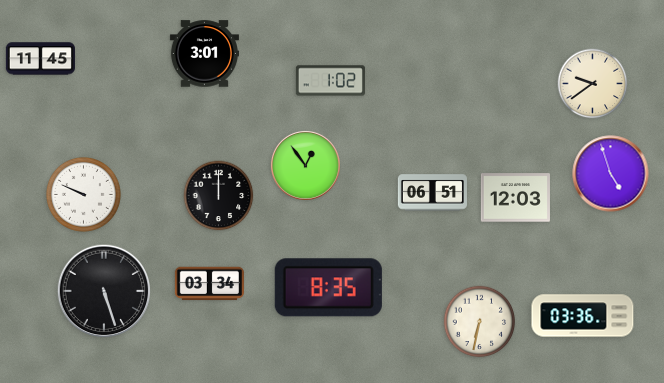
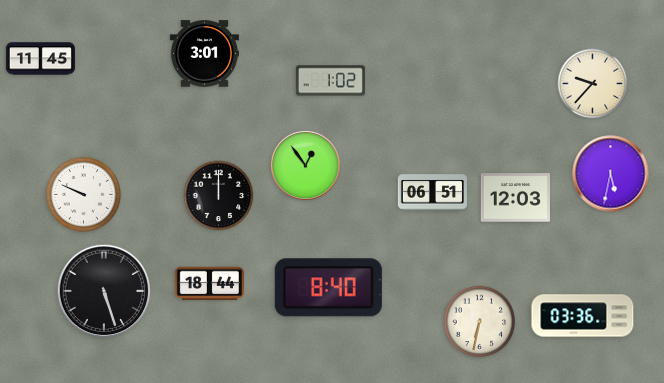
clock at (593, 84): 9:39 -> 9:37
clock at (611, 174): 4:57 -> 5:32
clock at (209, 284): 03:34 -> 18:44
clock at (328, 288): 8:35 -> 8:40
